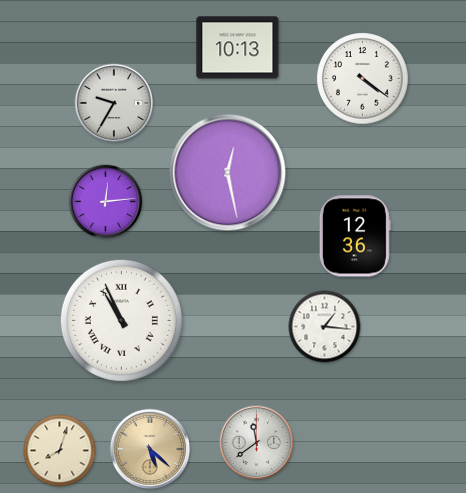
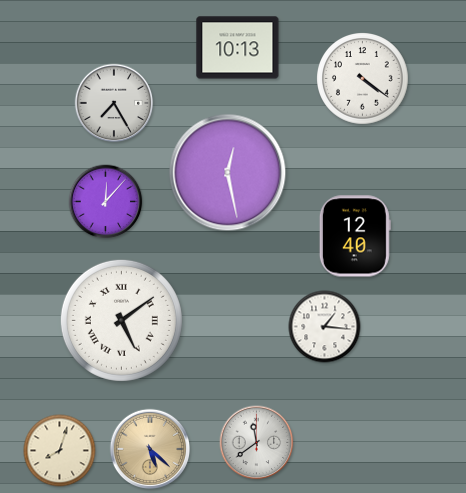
clock at (114, 103): 9:35 -> 7:25
clock at (106, 202): 12:14 -> 12:07
clock at (355, 236): 12:36 -> 12:40
clock at (121, 320): 10:56 -> 5:09
